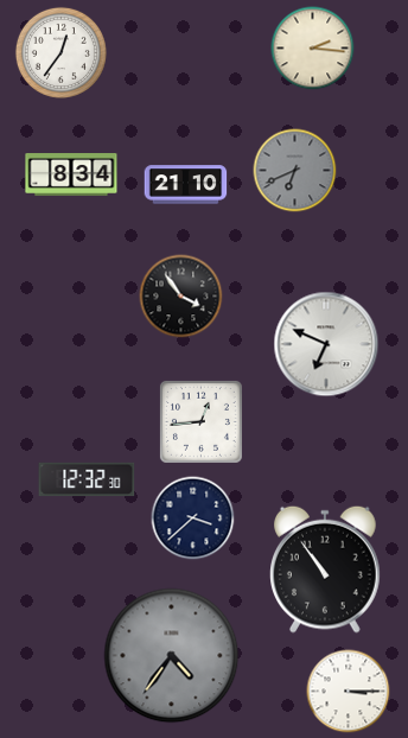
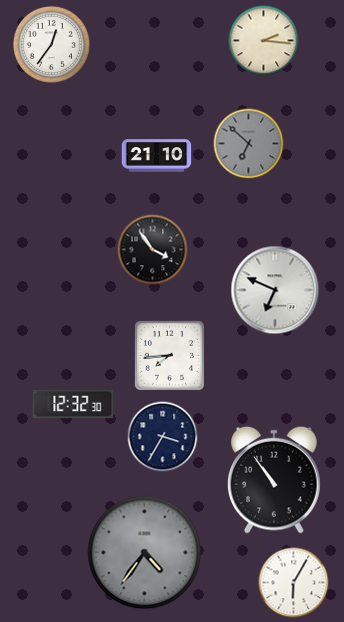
clock at (295, 171): 6:41 -> 6:52
clock at (71, 176): 8:34 -> none
clock at (200, 421): 12:44 -> 7:44
clock at (193, 518): 3:38 -> 3:35
clock at (349, 692): 3:15 -> 6:05
